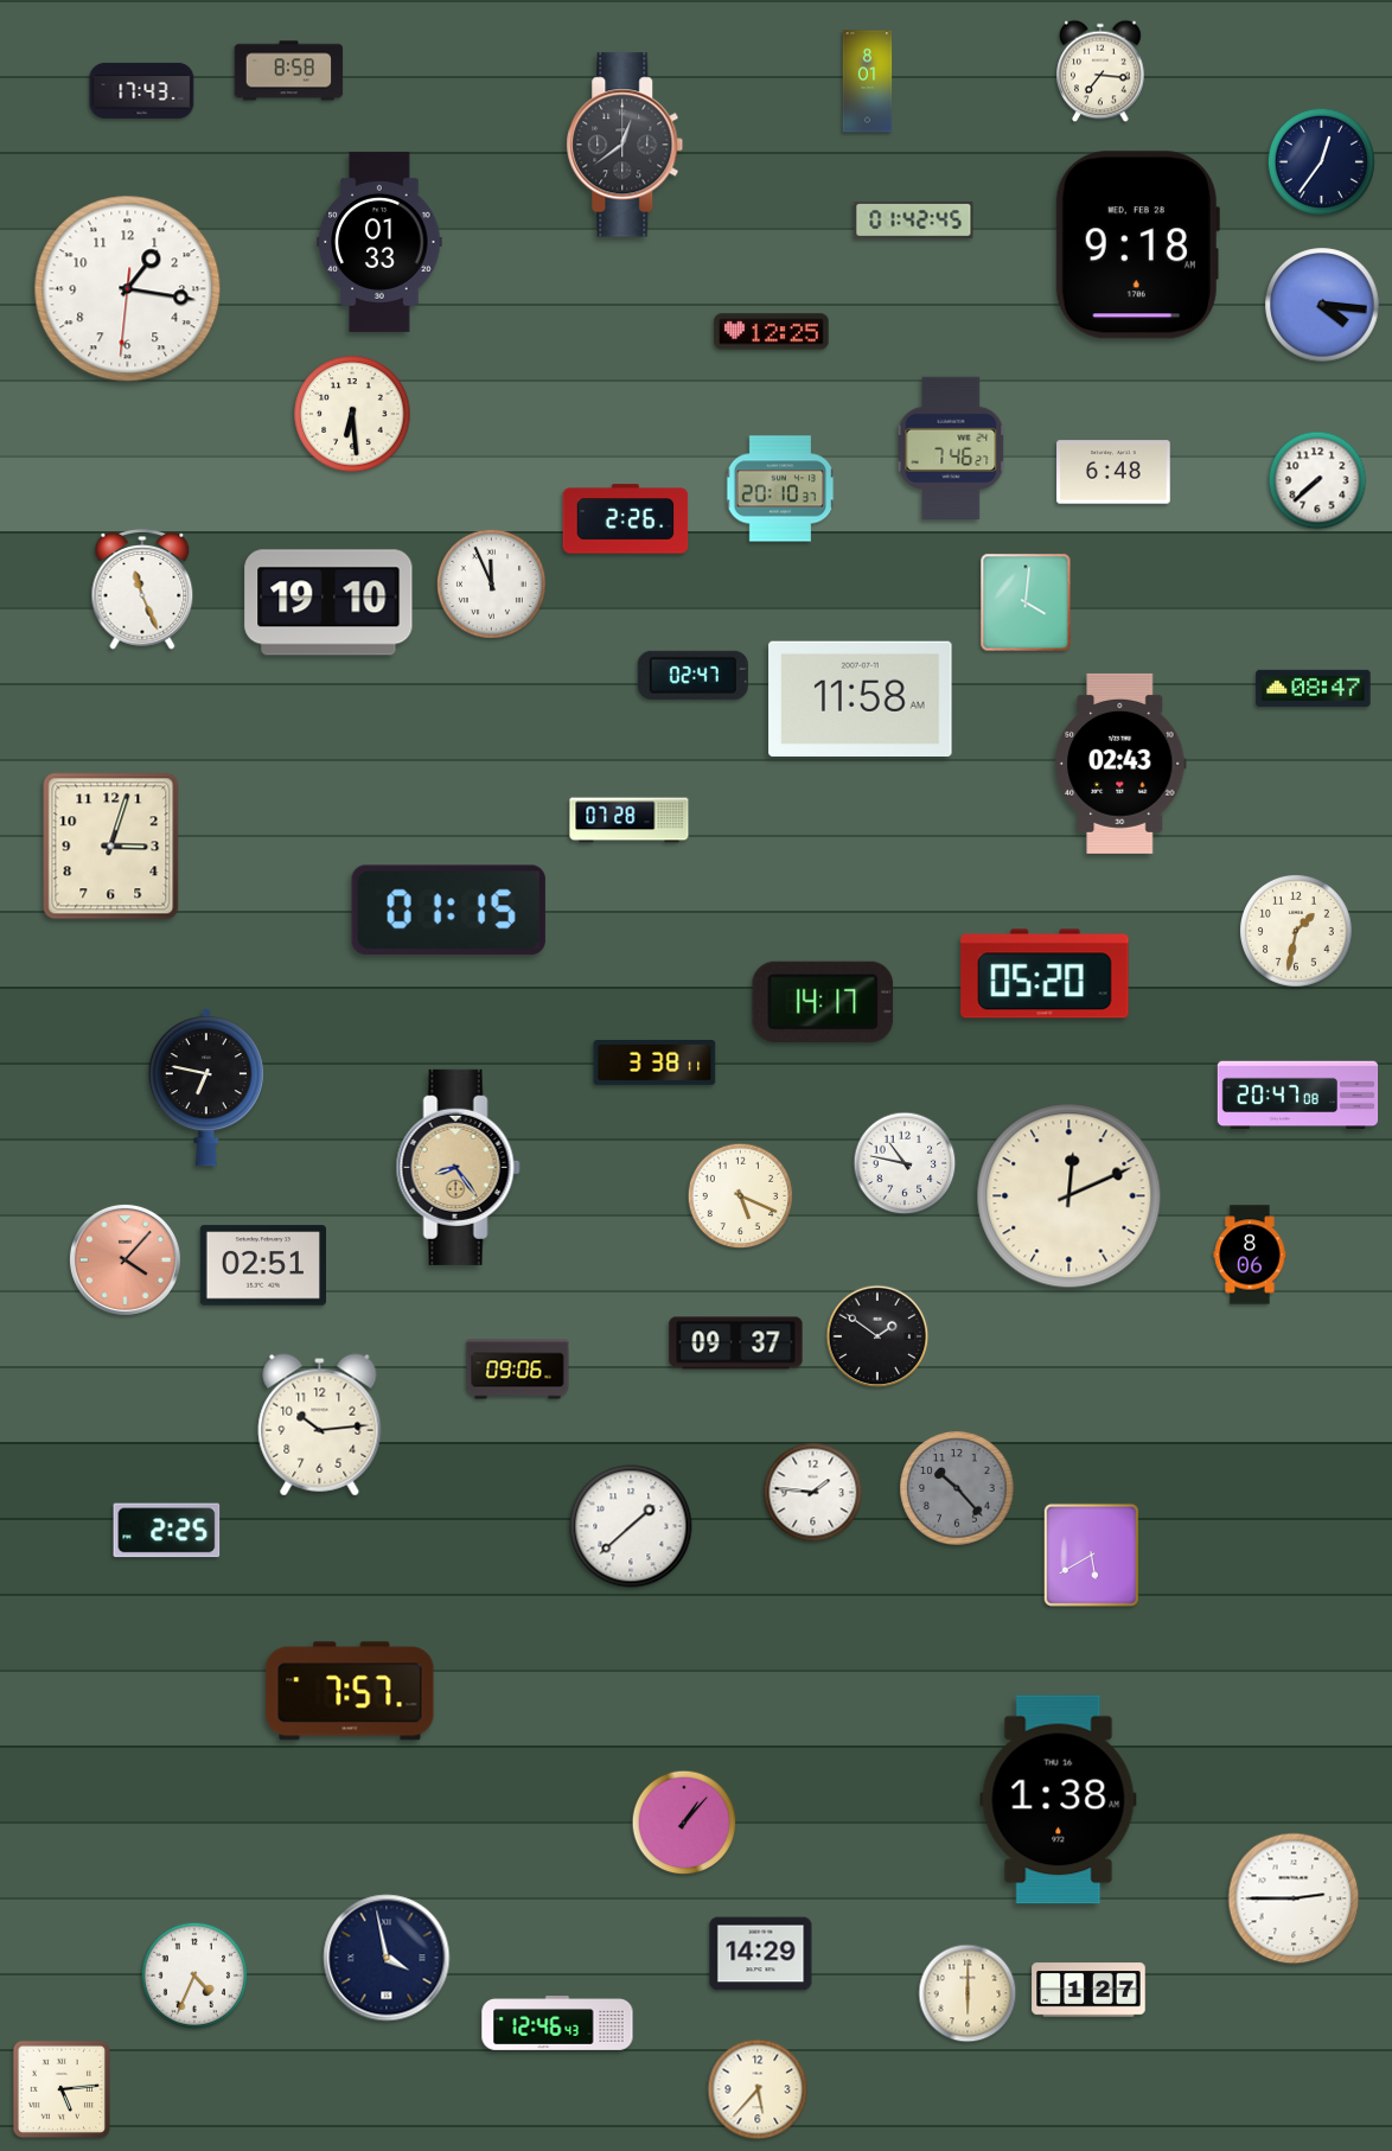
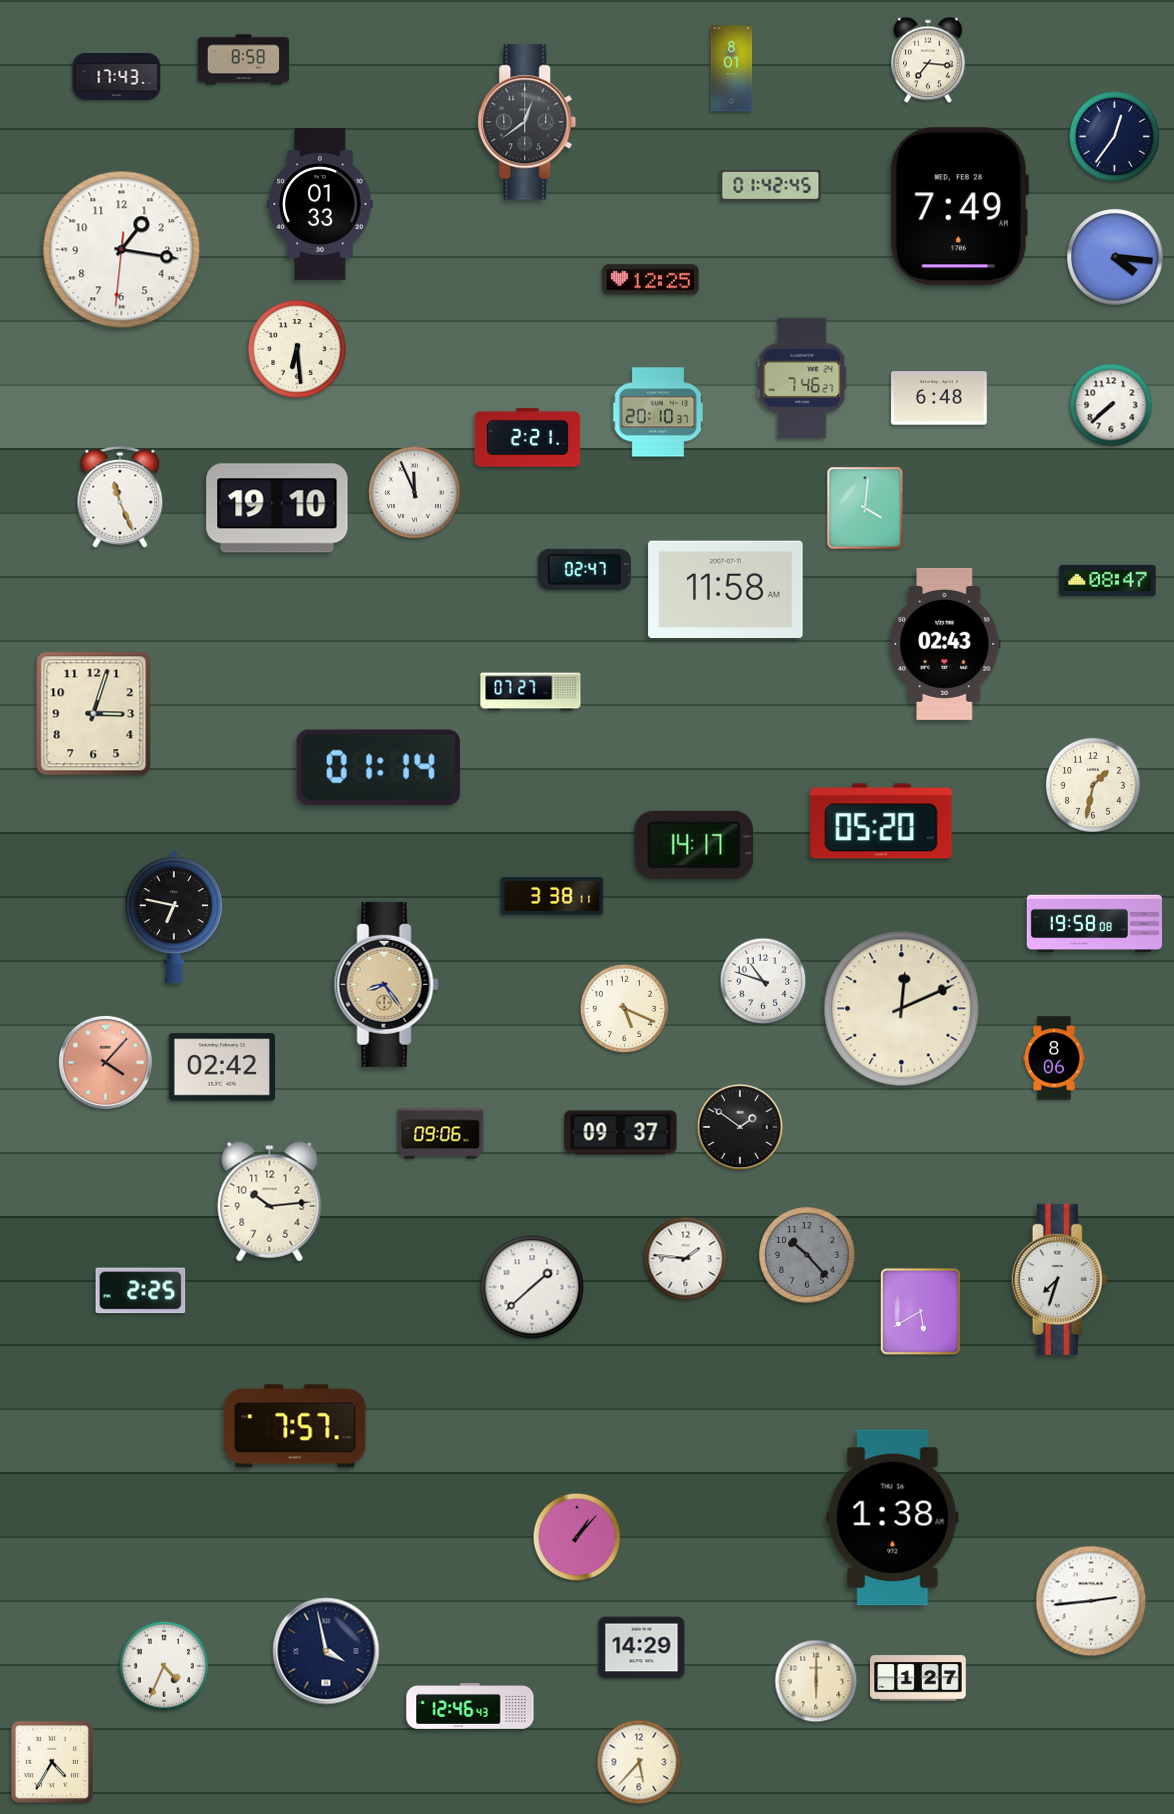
clock at (142, 90) position: (142, 90) -> (117, 76)
clock at (1137, 245): 9:18 -> 7:49
clock at (128, 289) position: (128, 289) -> (122, 250)
clock at (626, 519): 2:26 -> 2:21
clock at (630, 821): 07:28 -> 07:27
clock at (448, 909): 01:15 -> 01:14
clock at (1298, 1096): 20:47 -> 19:58
clock at (905, 1163): 10:47 -> 10:48
clock at (262, 1265): 02:51 -> 02:42
clock at (518, 1370) position: (518, 1370) -> (441, 1134)
clock at (1060, 1279): none -> 7:33
clock at (1294, 1898): 2:45 -> 2:44
clock at (60, 2088): 5:14 -> 4:35
